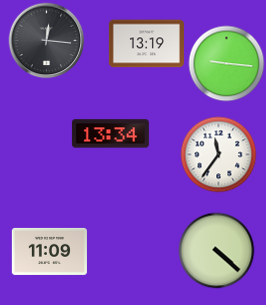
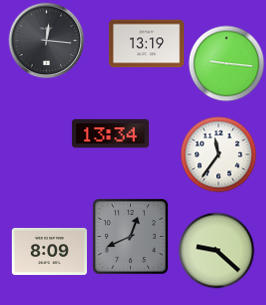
clock at (131, 237): none -> 12:41
clock at (49, 251): 11:09 -> 8:09
clock at (217, 251): 4:22 -> 9:22
